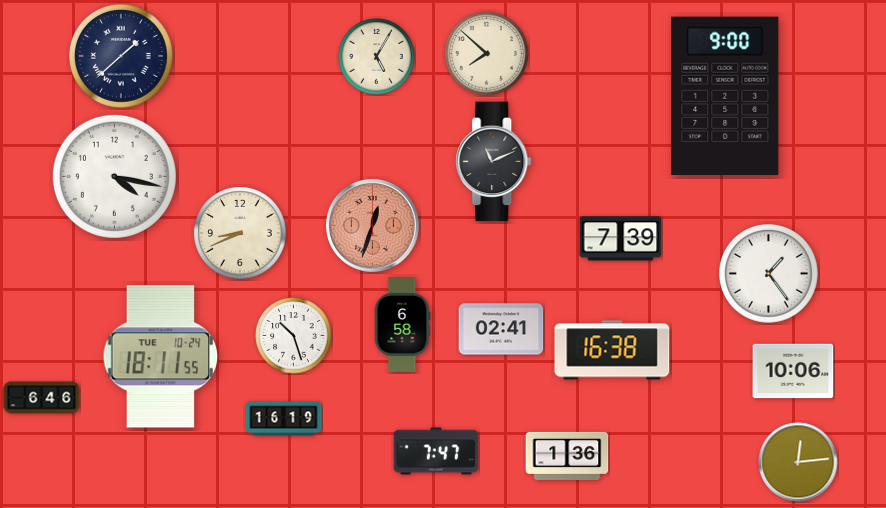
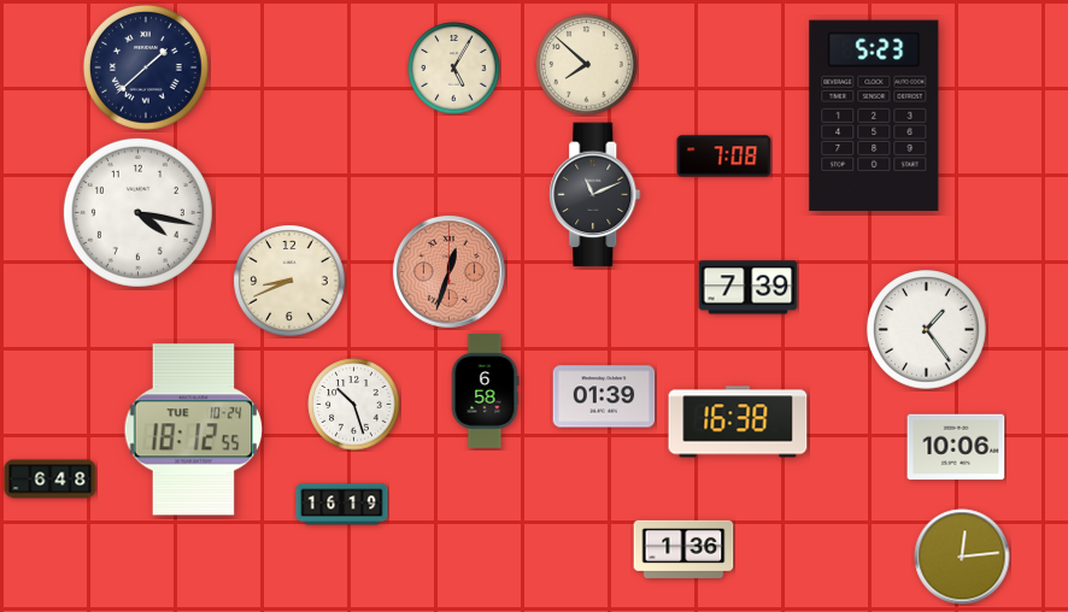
clock at (725, 95): 9:00 -> 5:23
clock at (724, 157): none -> 7:08
clock at (501, 329): 02:41 -> 01:39
clock at (161, 357): 18:11 -> 18:12
clock at (42, 398): 6:46 -> 6:48
clock at (436, 451): 7:47 -> none
